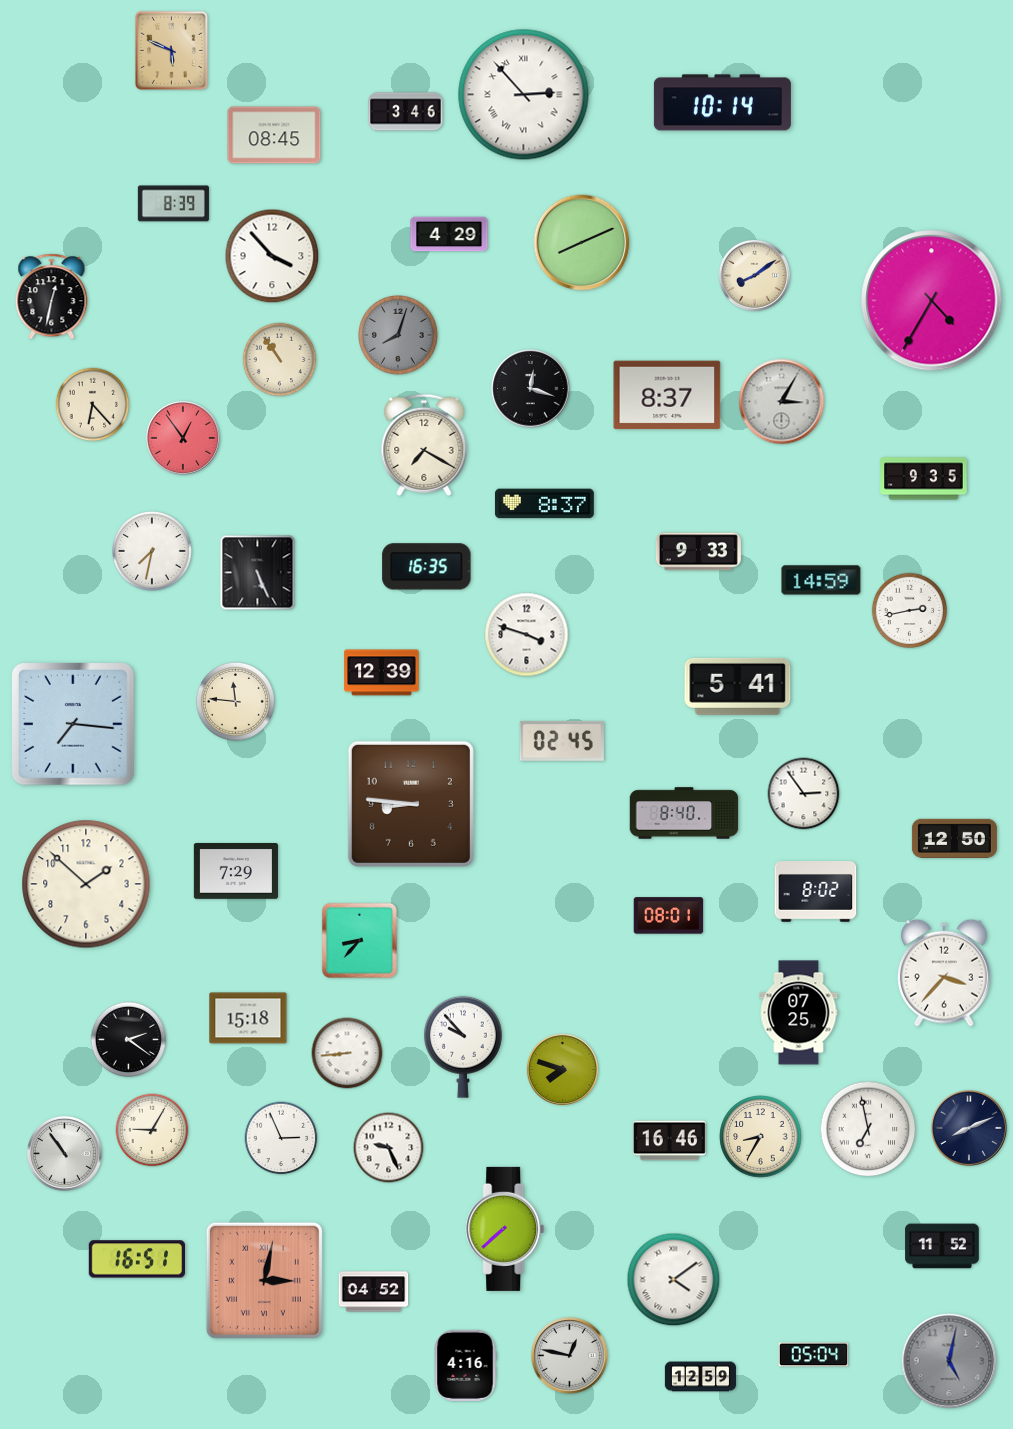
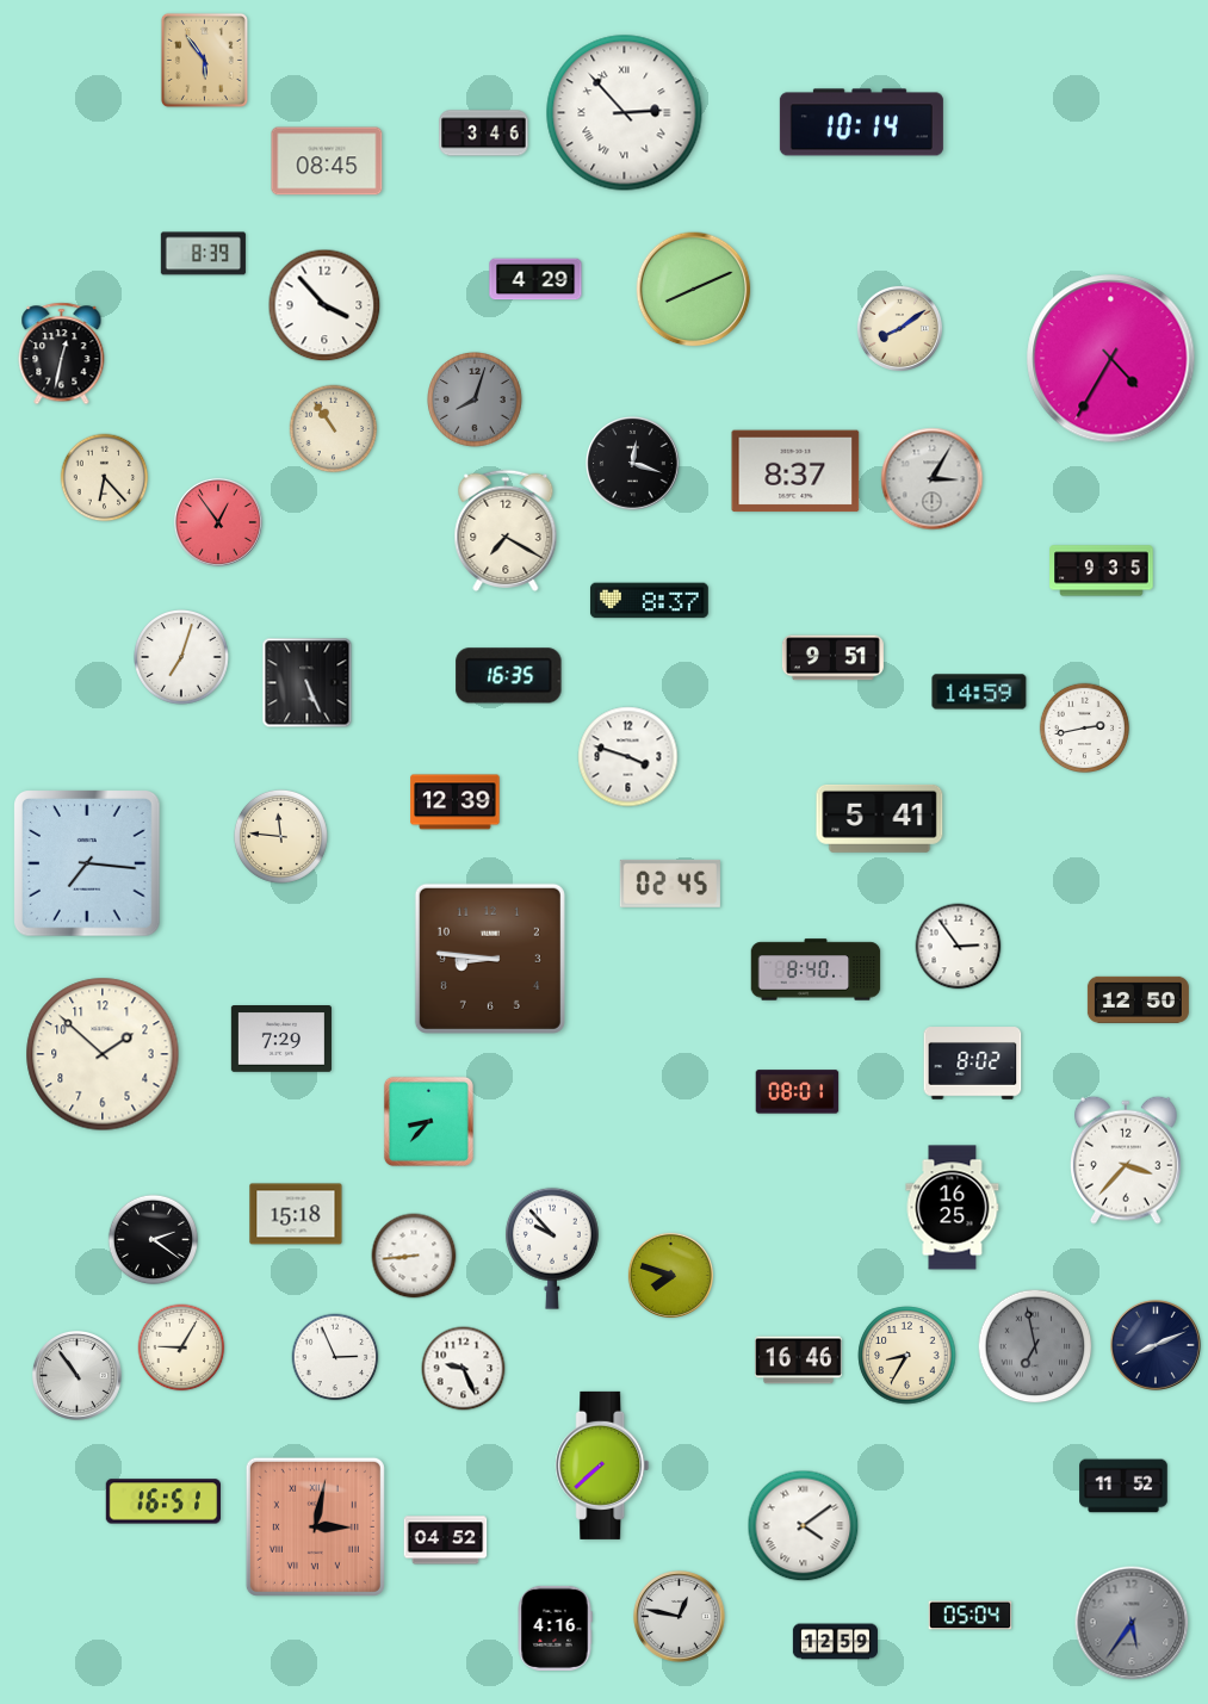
clock at (171, 50): 5:49 -> 5:54
clock at (173, 204) position: (173, 204) -> (203, 254)
clock at (93, 405) position: (93, 405) -> (105, 478)
clock at (153, 552): 7:32 -> 7:03
clock at (698, 552): 9:33 -> 9:51
clock at (799, 1013): 07:25 -> 16:25
clock at (868, 1129) dial: white -> grey
clock at (949, 1361): 5:02 -> 5:36
